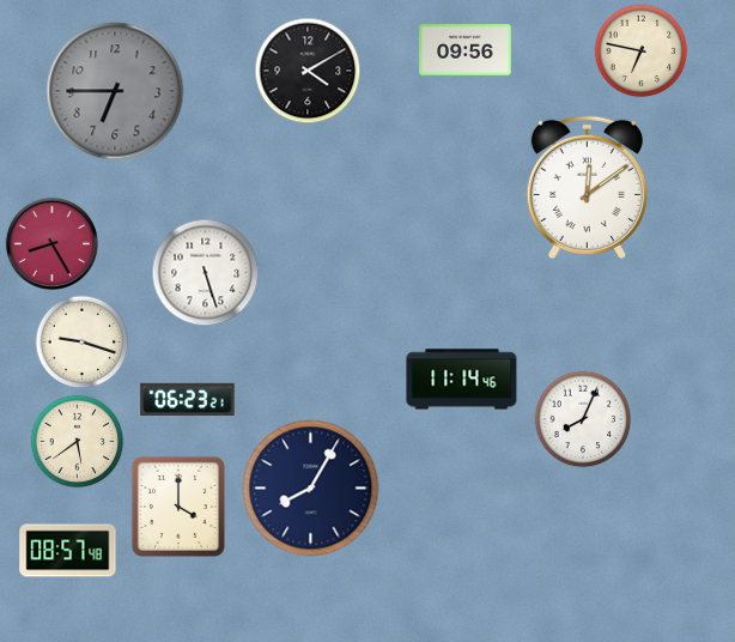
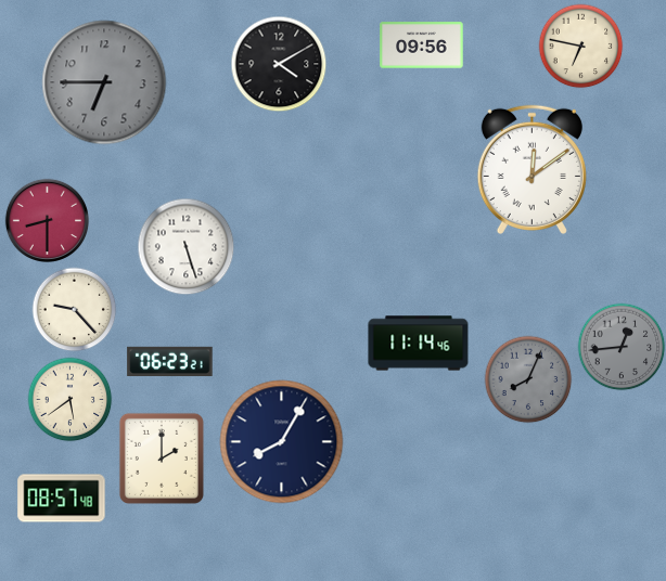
clock at (51, 243): 8:25 -> 8:30
clock at (81, 341): 9:18 -> 9:23
clock at (622, 347): none -> 12:44
clock at (583, 419) dial: white -> grey
clock at (178, 507): 4:00 -> 2:00
